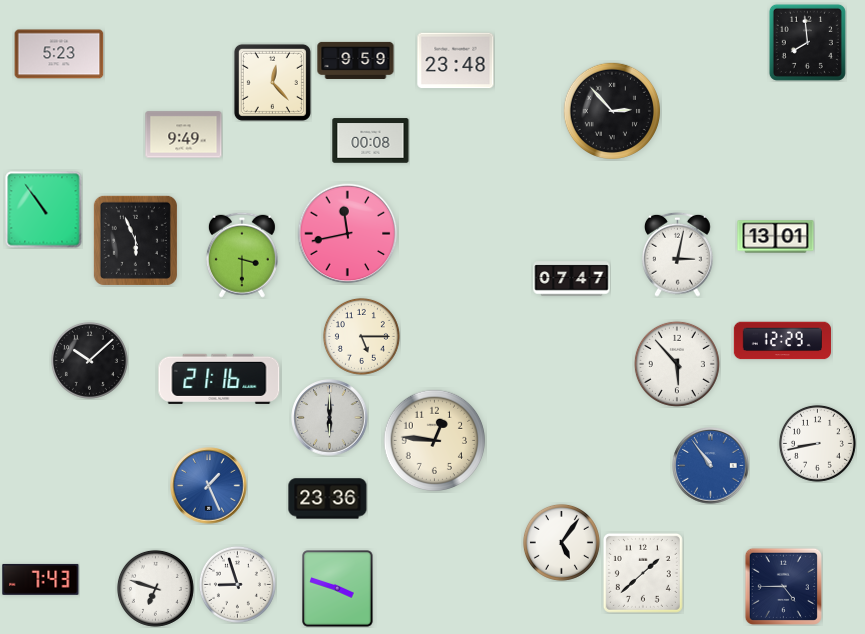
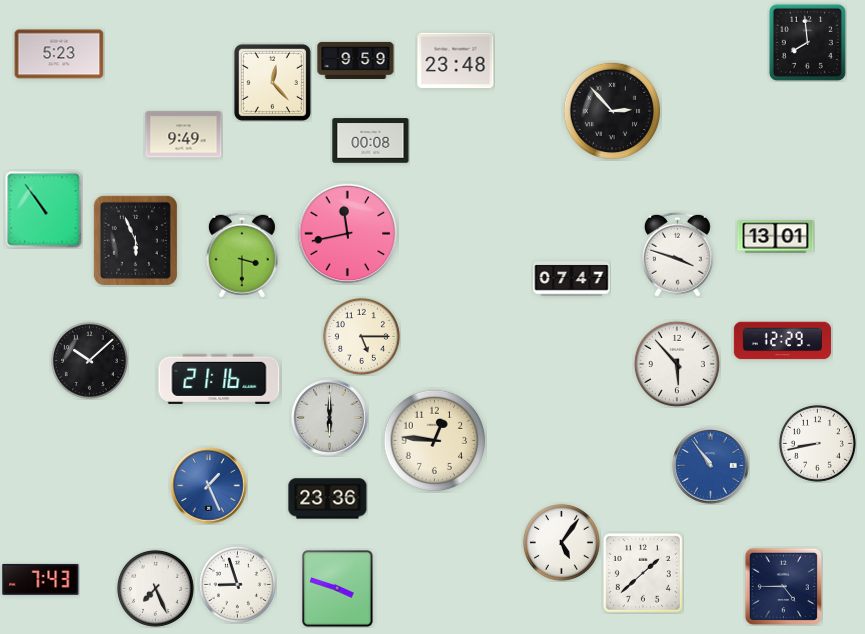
clock at (678, 254): 3:02 -> 3:48
clock at (155, 588): 6:48 -> 7:26
